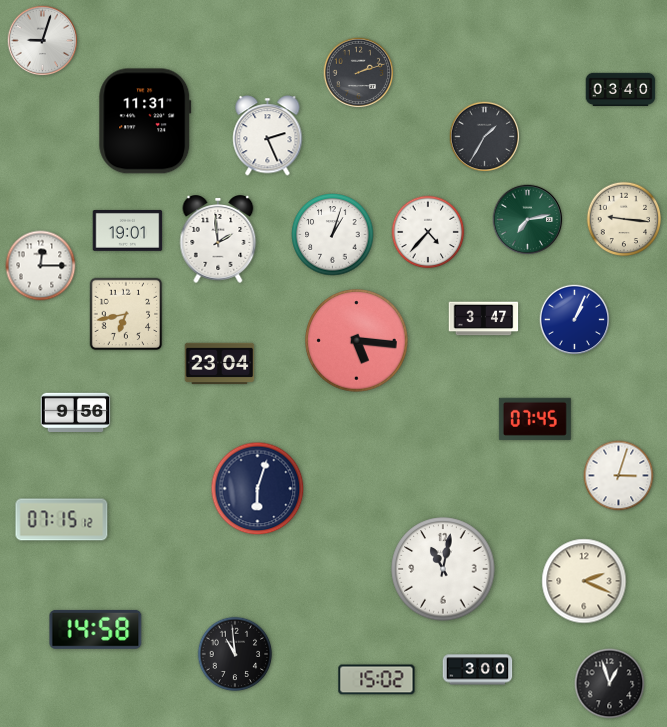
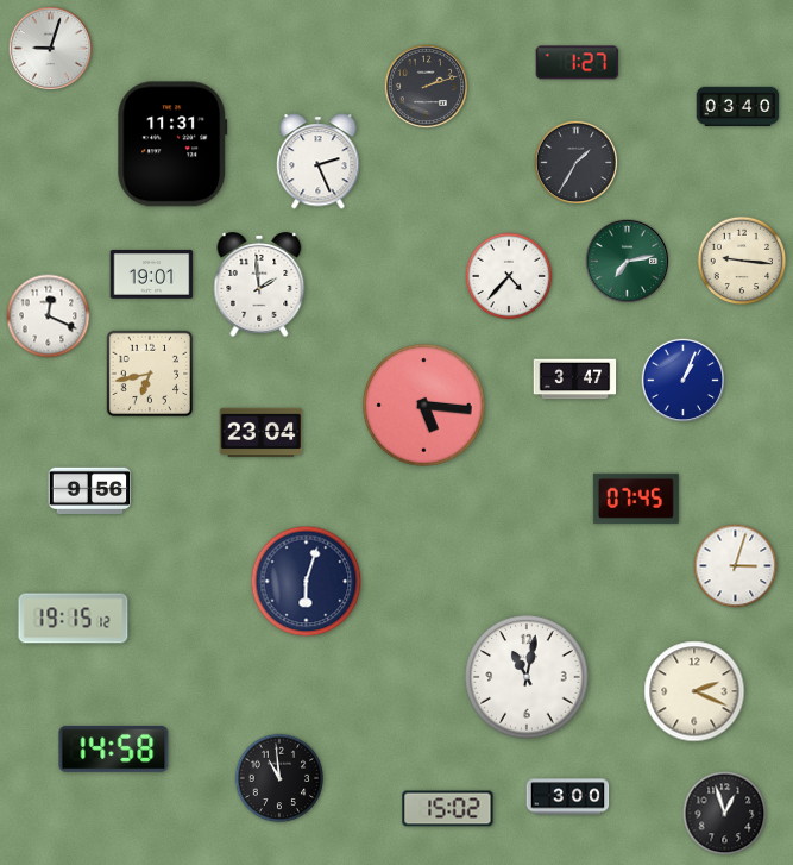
clock at (578, 63): none -> 1:27
clock at (333, 235): 1:03 -> none
clock at (41, 266): 12:15 -> 12:19
clock at (62, 520): 07:15 -> 19:15
